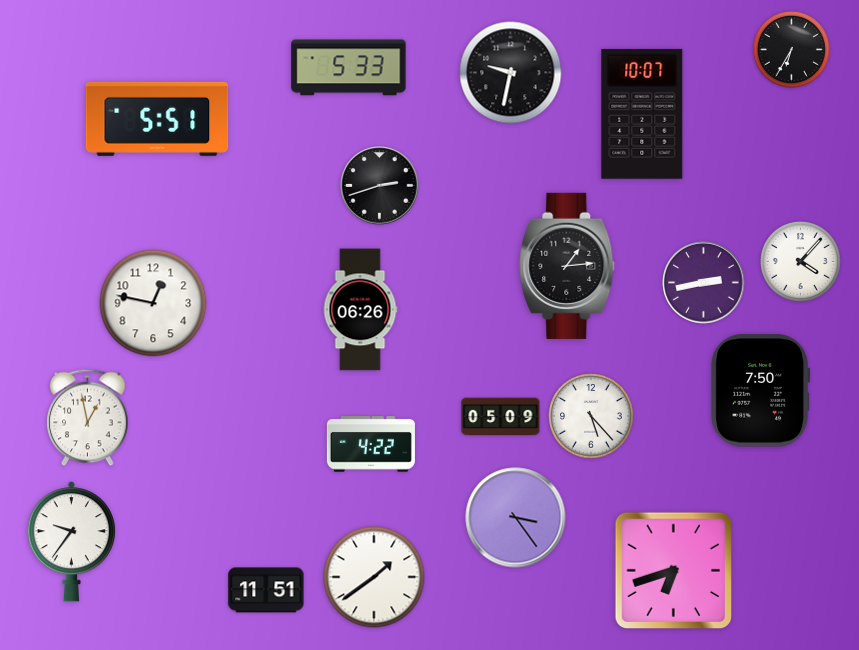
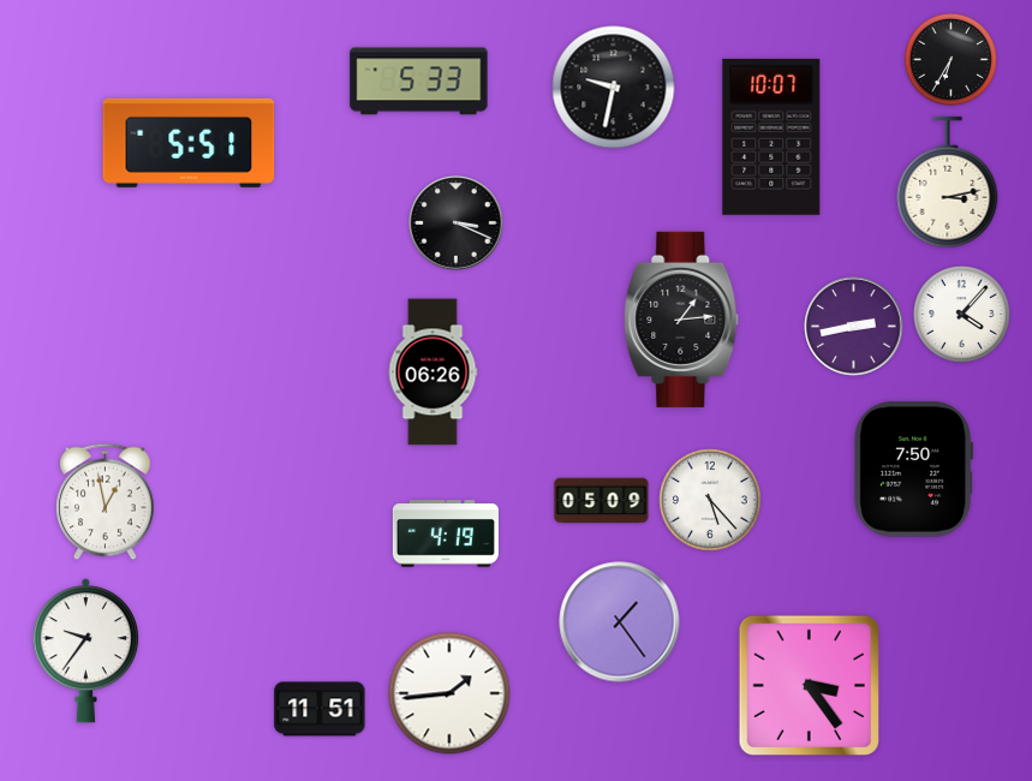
clock at (948, 183): none -> 3:13
clock at (380, 186): 2:42 -> 3:19
clock at (704, 283) position: (704, 283) -> (854, 327)
clock at (153, 303): 12:47 -> none
clock at (371, 444): 4:22 -> 4:19
clock at (516, 518): 3:24 -> 1:24
clock at (673, 570): 6:42 -> 3:24
clock at (374, 577): 1:39 -> 1:44
